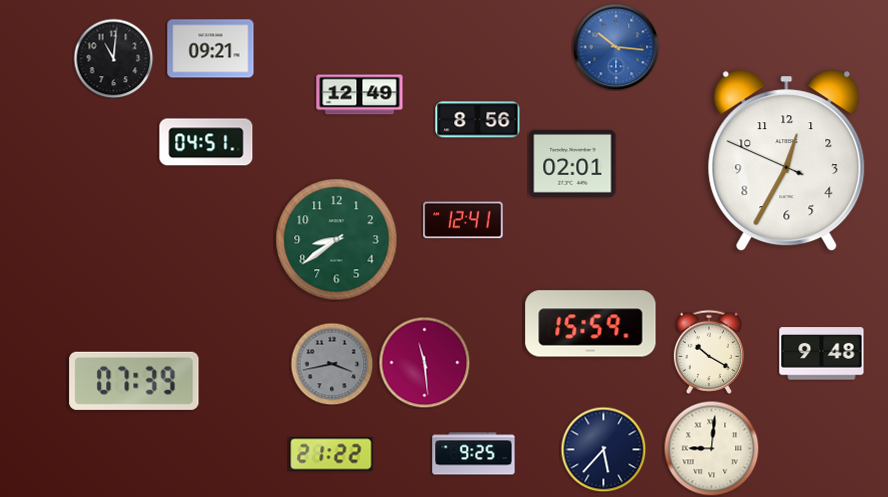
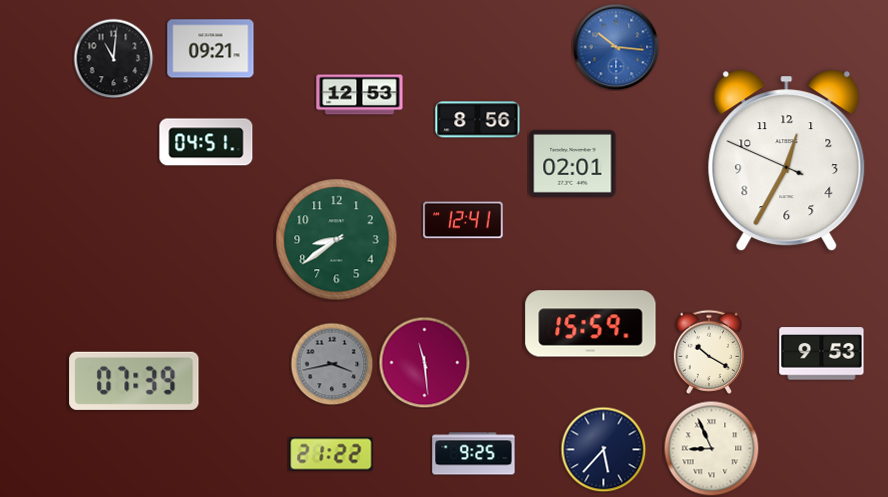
clock at (360, 95): 12:49 -> 12:53
clock at (822, 354): 9:48 -> 9:53
clock at (711, 448): 9:01 -> 8:56
